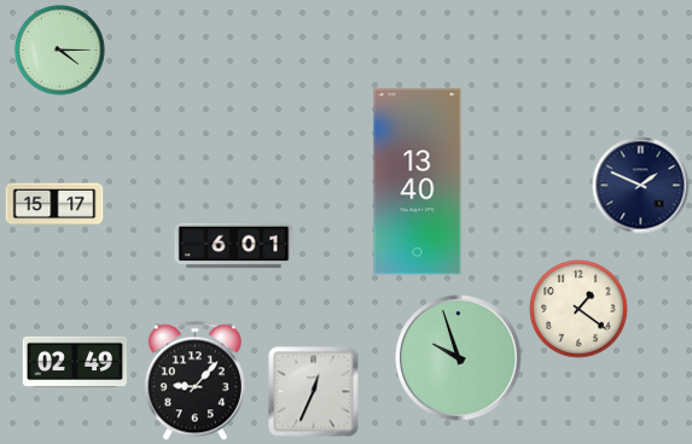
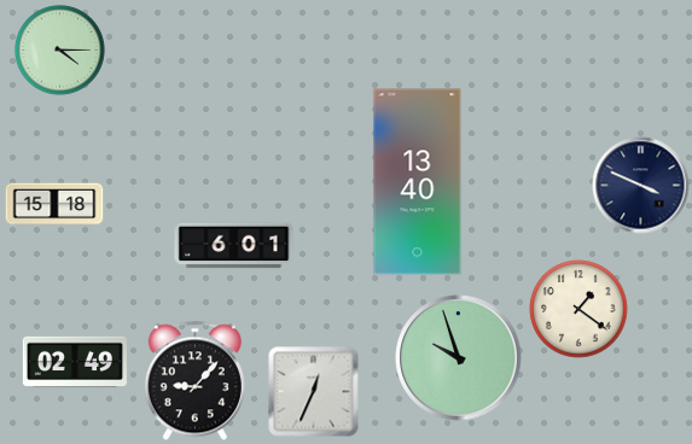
clock at (641, 186): 1:49 -> 3:49
clock at (54, 204): 15:17 -> 15:18
